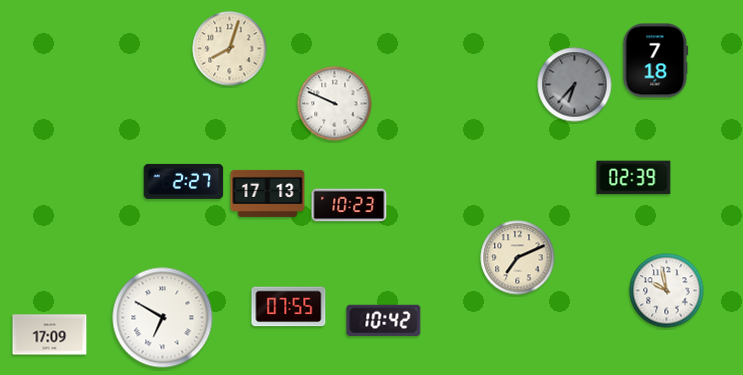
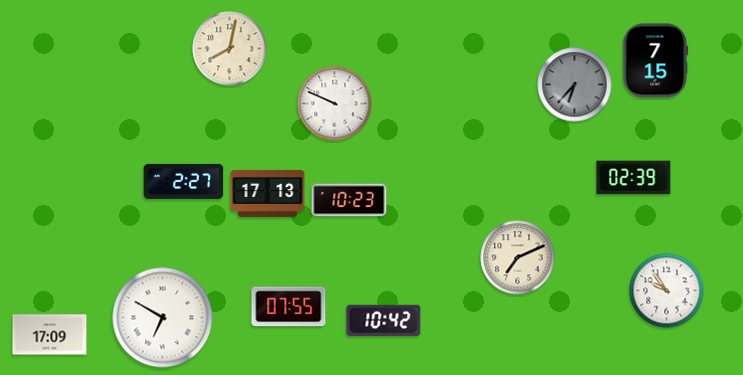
clock at (230, 49): 8:03 -> 8:02
clock at (656, 61): 7:18 -> 7:15
clock at (349, 205) position: (349, 205) -> (349, 200)
clock at (667, 291): 9:58 -> 9:54
